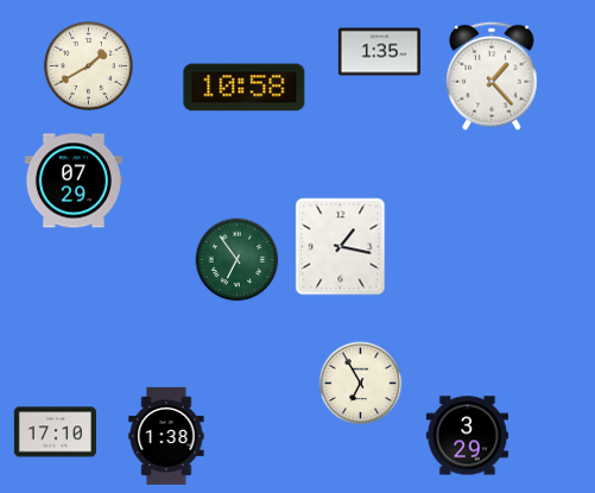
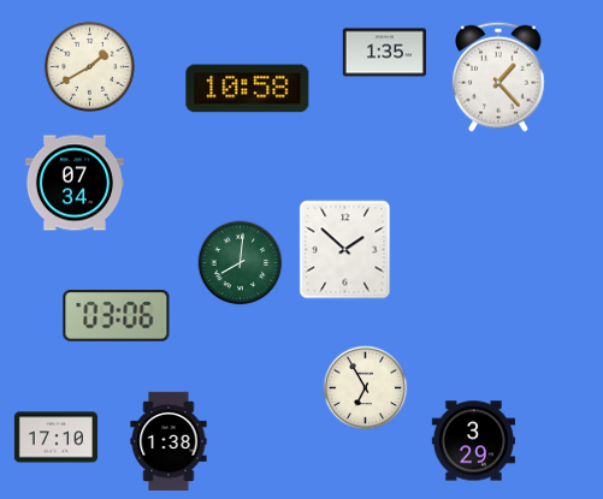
clock at (74, 181): 07:29 -> 07:34
clock at (341, 247): 1:17 -> 1:52
clock at (238, 260): 6:54 -> 8:01
clock at (117, 316): none -> 03:06
